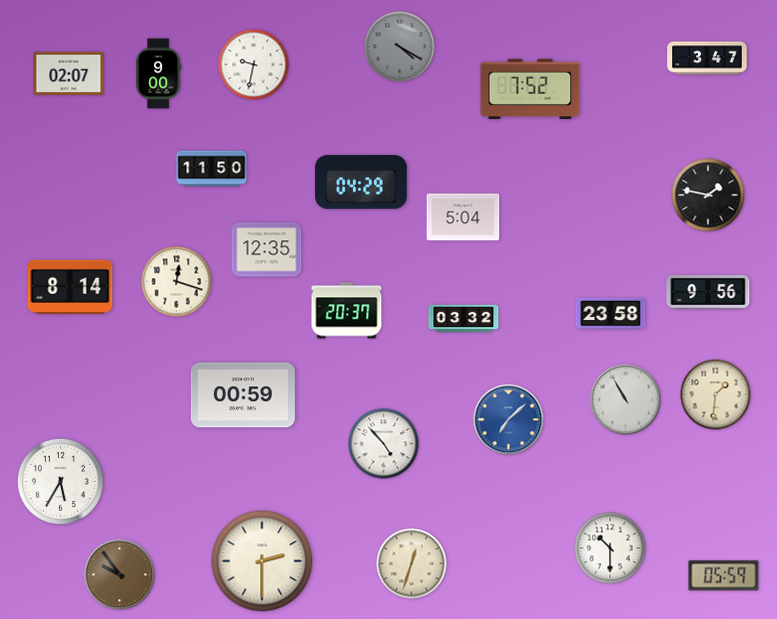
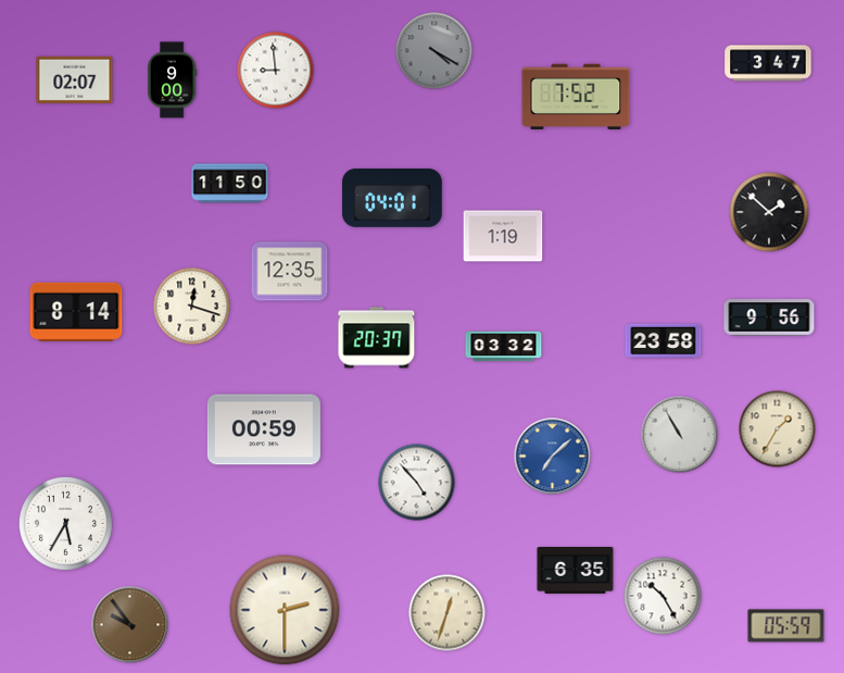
clock at (254, 65): 9:32 -> 8:59
clock at (361, 182): 04:29 -> 04:01
clock at (708, 195): 1:47 -> 1:52
clock at (463, 217): 5:04 -> 1:19
clock at (716, 395): 1:31 -> 1:35
clock at (576, 571): none -> 6:35
clock at (610, 548): 10:30 -> 10:25
